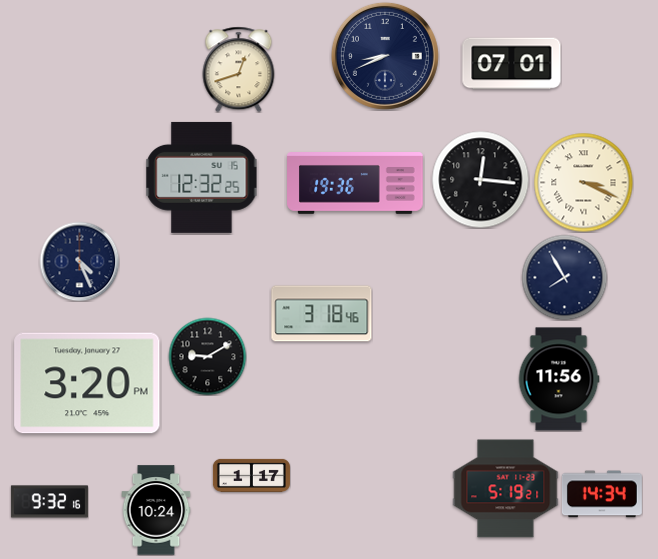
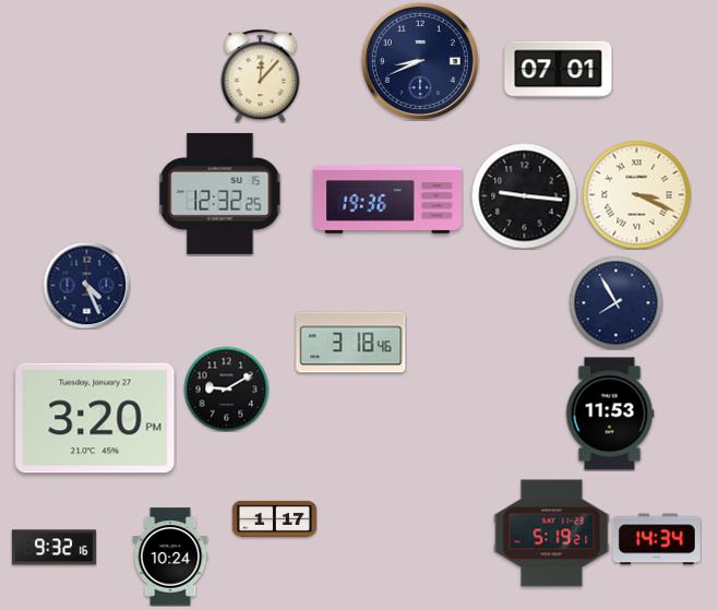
clock at (239, 69): 12:42 -> 12:07
clock at (480, 179): 12:16 -> 9:16
clock at (584, 183) position: (584, 183) -> (637, 195)
clock at (559, 379): 11:56 -> 11:53
